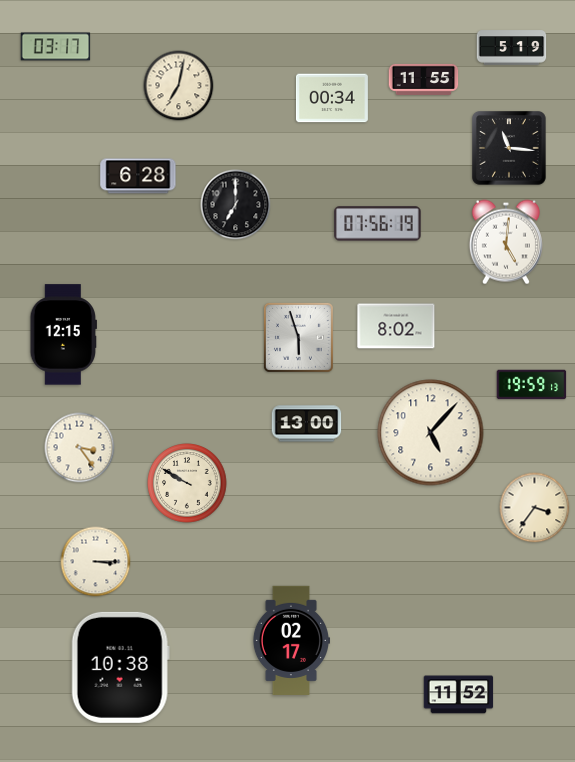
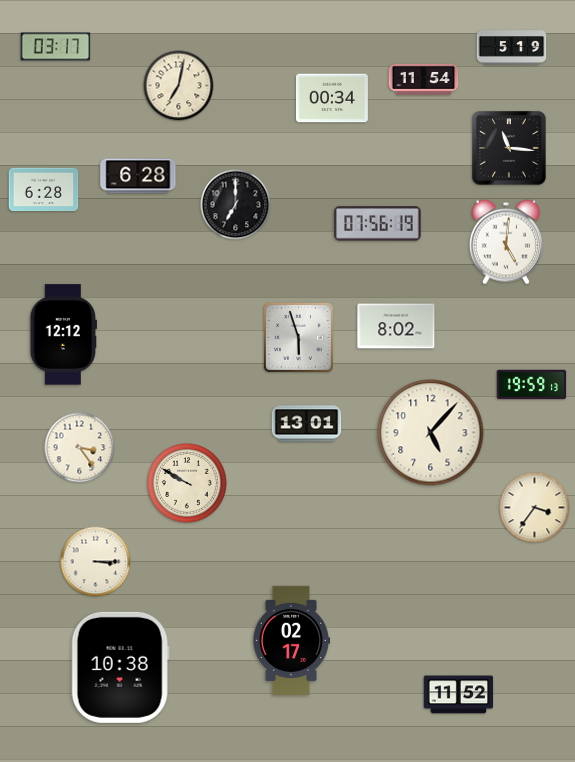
clock at (424, 79): 11:55 -> 11:54
clock at (44, 190): none -> 6:28
clock at (63, 335): 12:15 -> 12:12
clock at (307, 424): 13:00 -> 13:01
